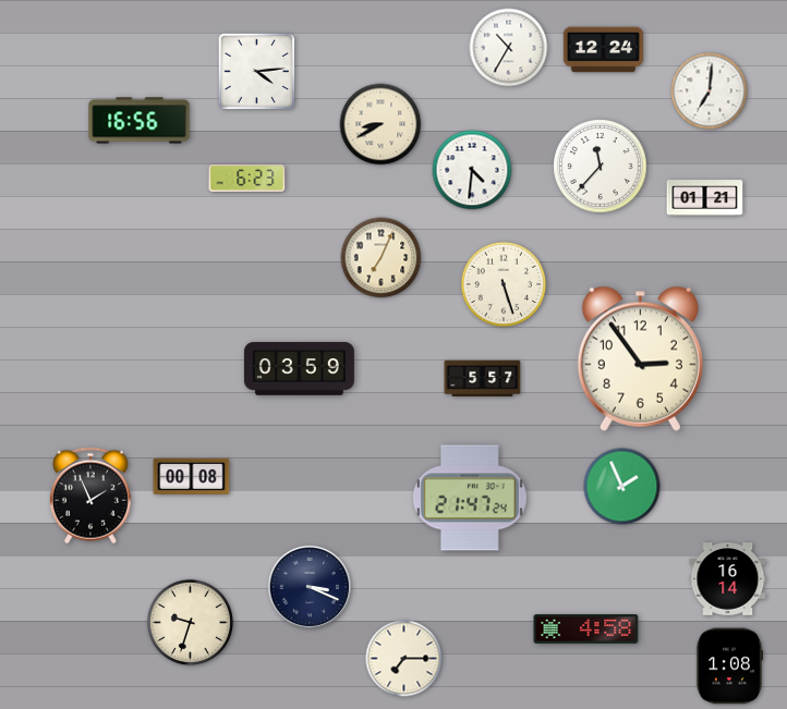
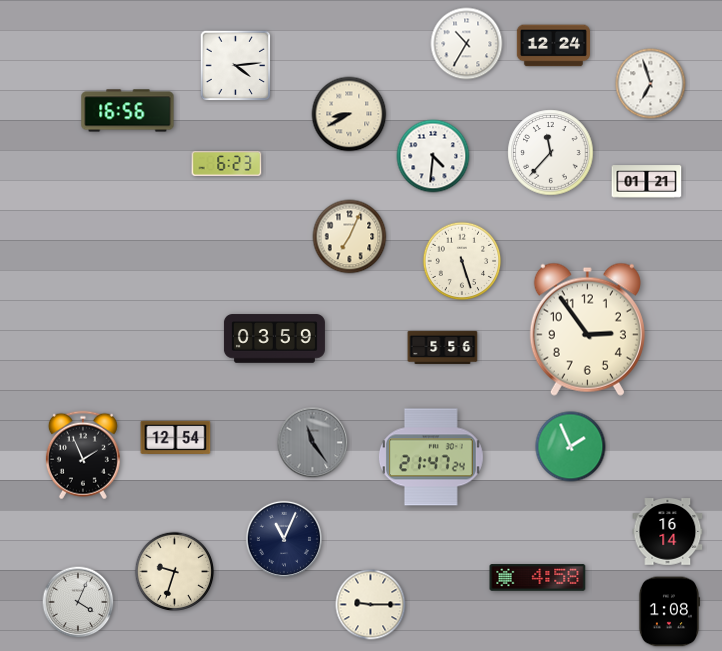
clock at (710, 91): 7:01 -> 6:57
clock at (483, 378): 5:57 -> 5:56
clock at (192, 476): 00:08 -> 12:54
clock at (313, 443): none -> 11:24
clock at (308, 586): 3:19 -> 11:04
clock at (78, 602): none -> 4:04
clock at (404, 659): 7:15 -> 9:15
